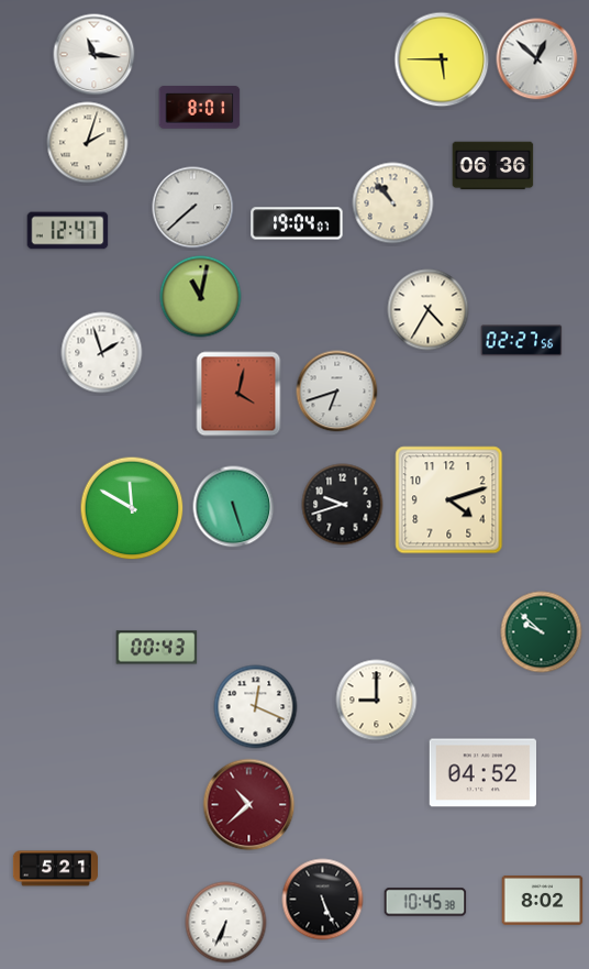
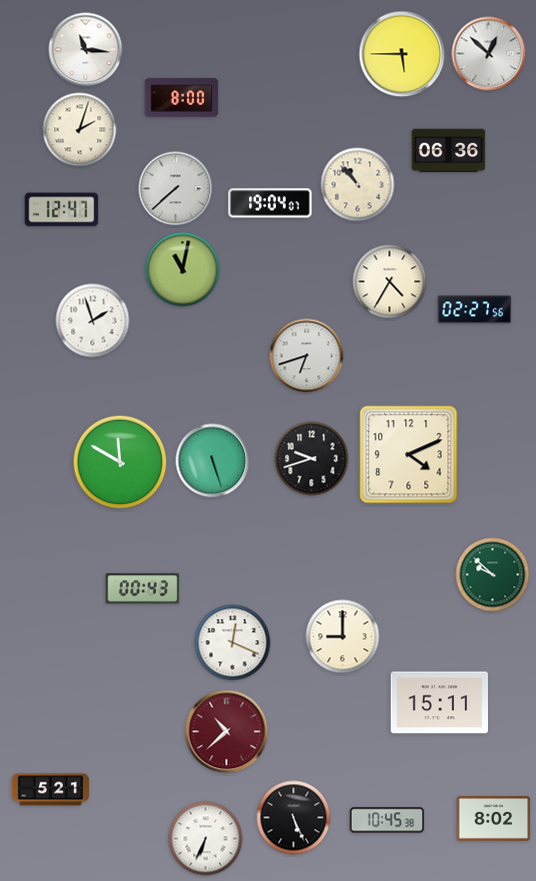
clock at (200, 108): 8:01 -> 8:00
clock at (238, 394): 4:02 -> none
clock at (449, 500): 4:12 -> 4:11
clock at (484, 773): 04:52 -> 15:11
